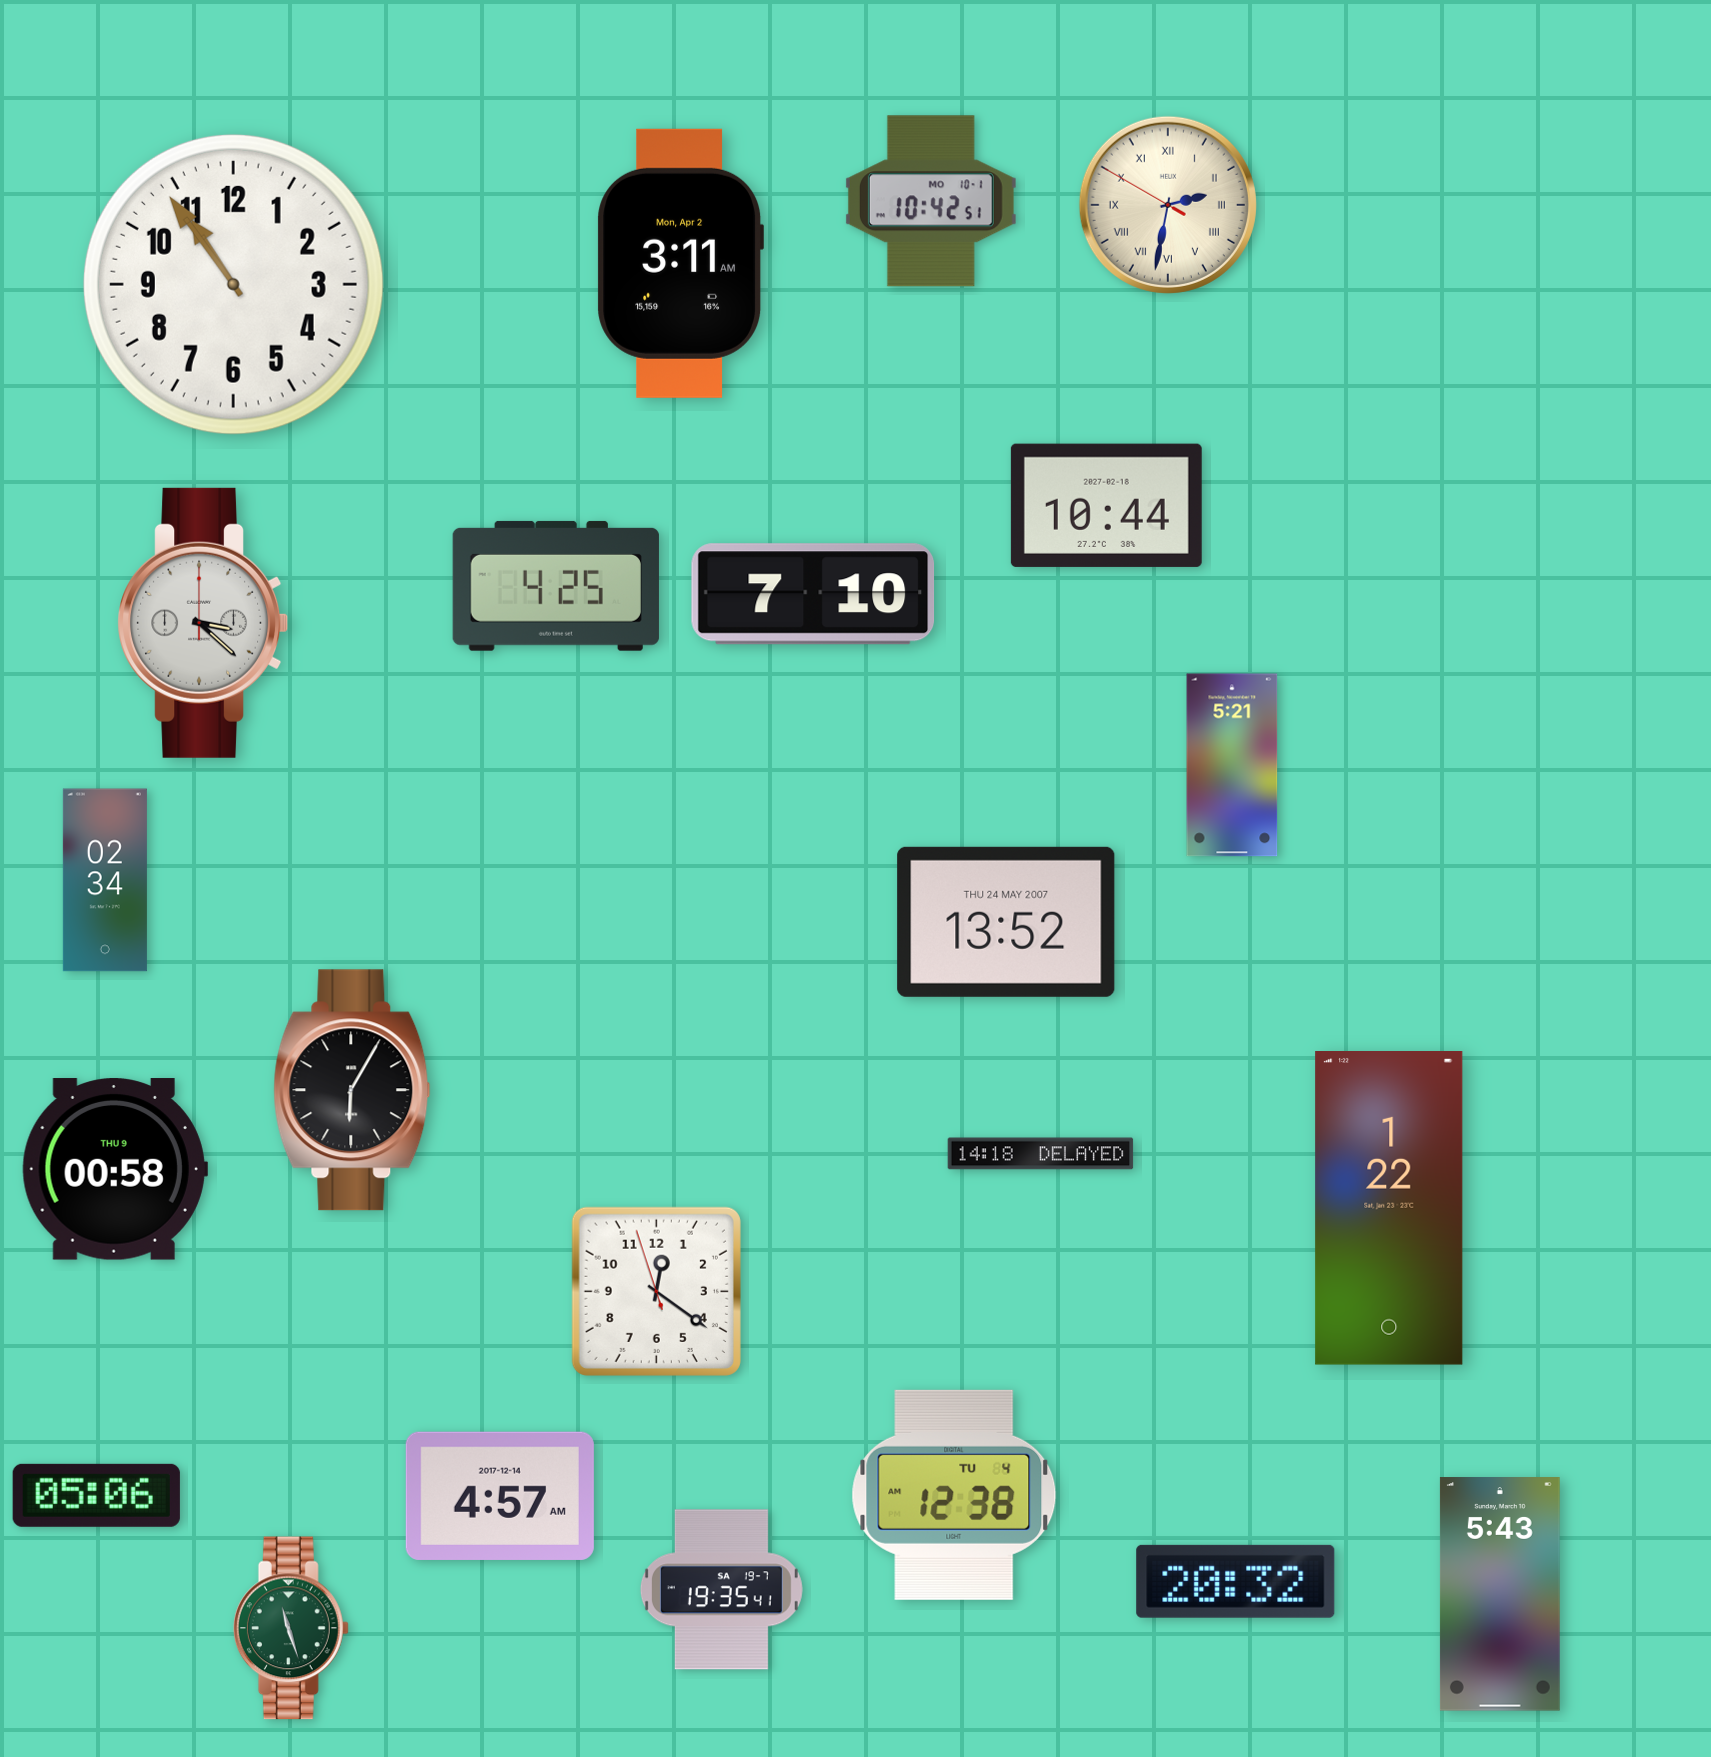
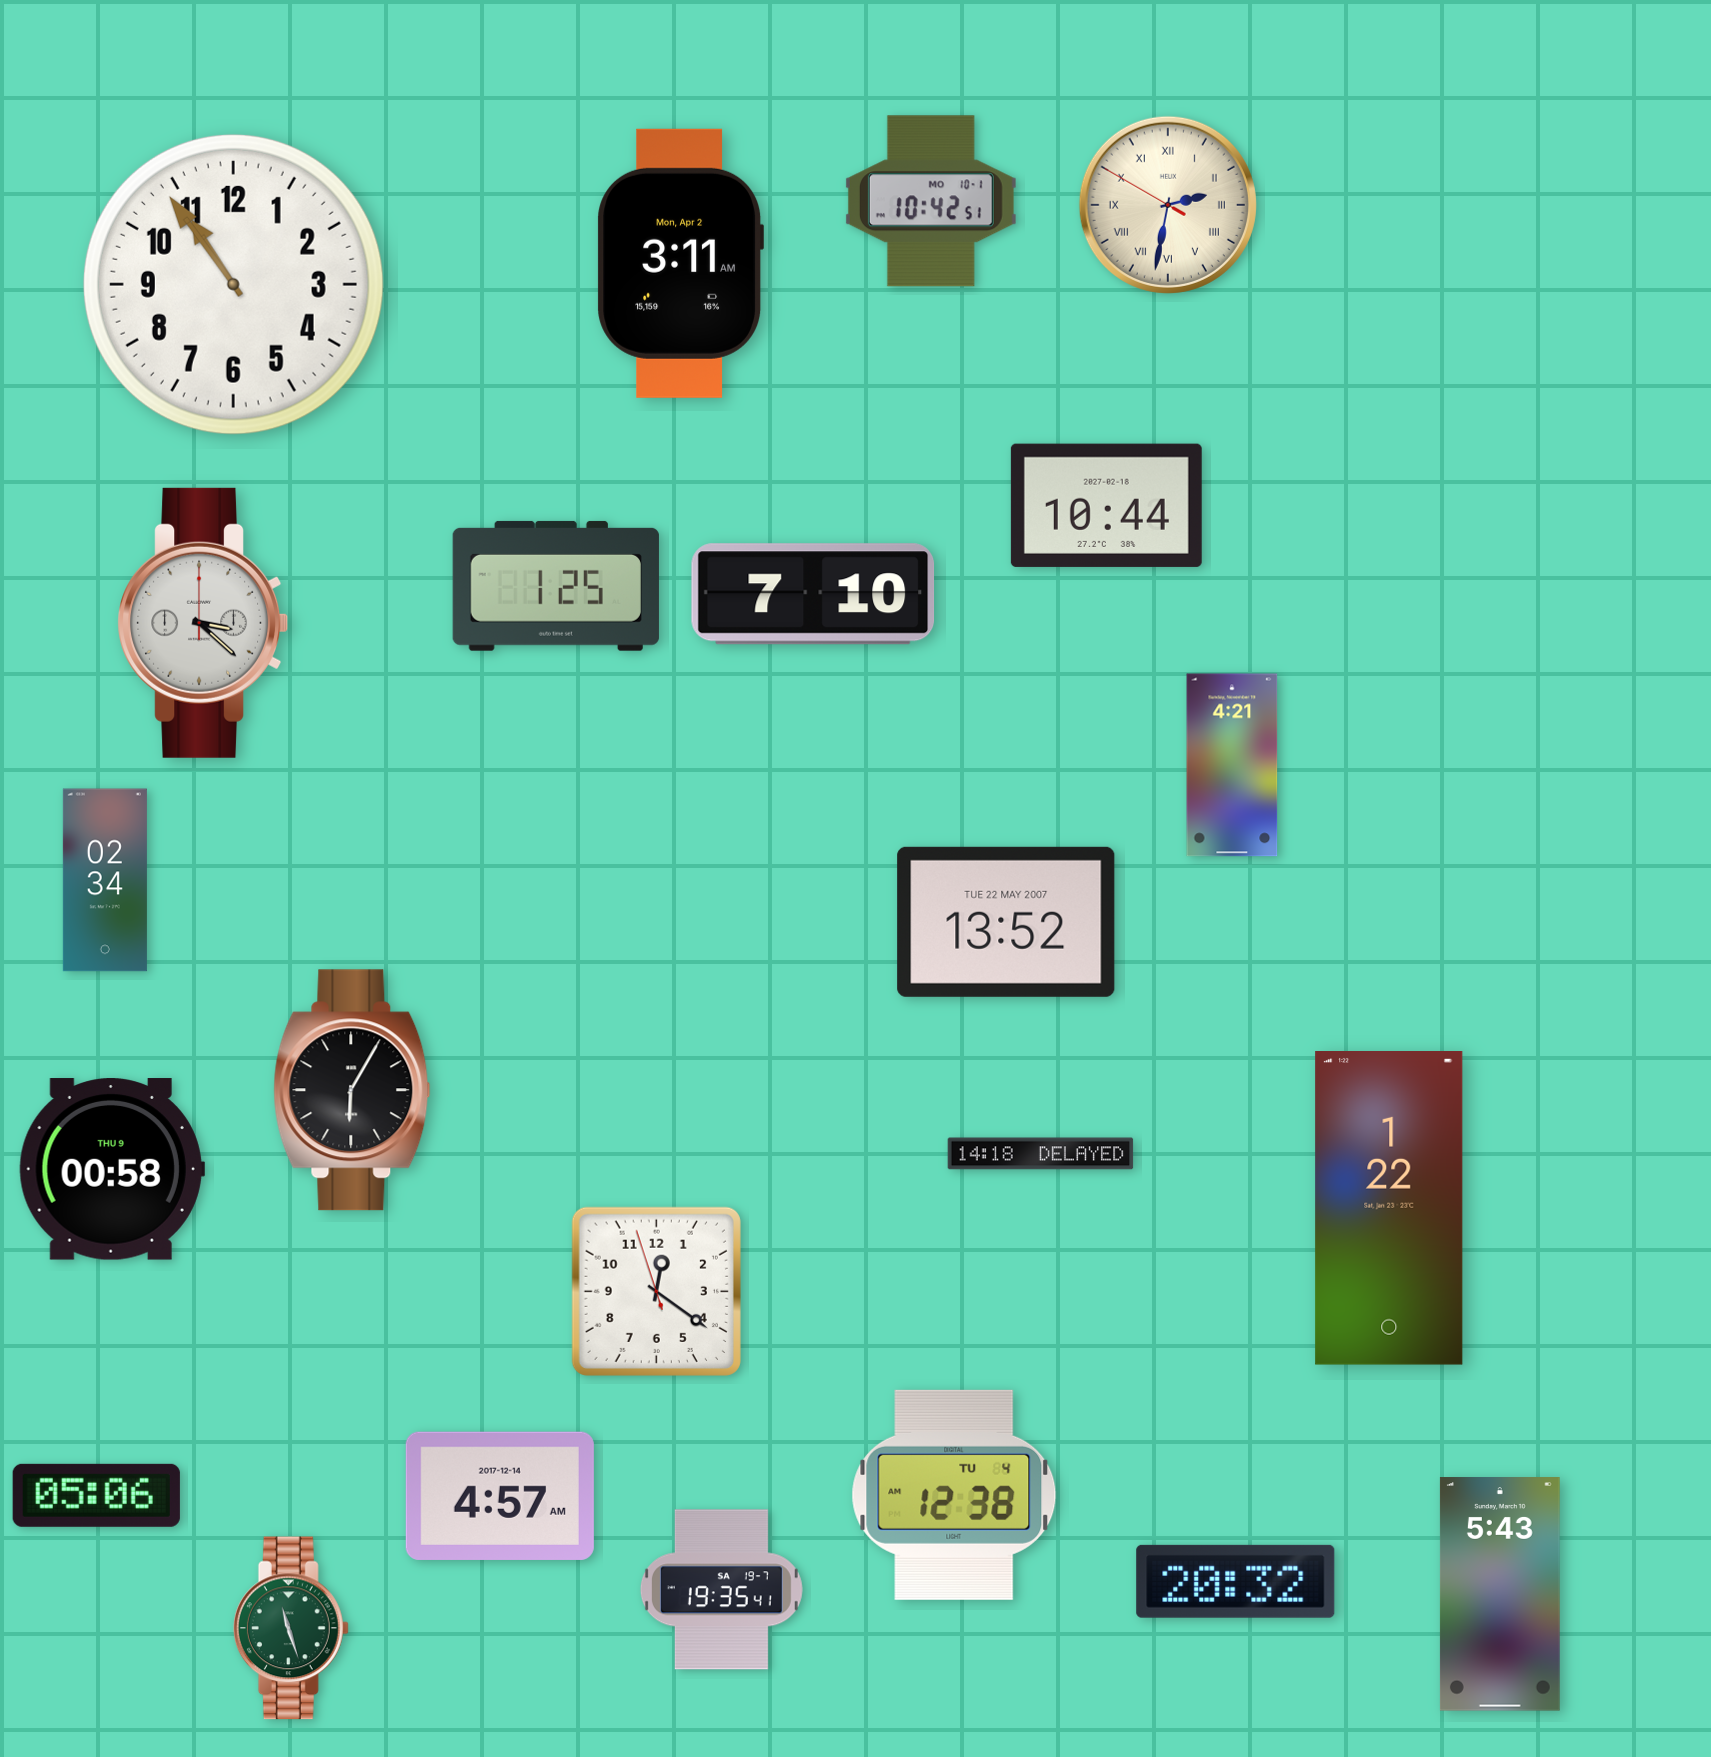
clock at (556, 586): 4:25 -> 1:25
clock at (1232, 765): 5:21 -> 4:21
clock at (1006, 922) date: THU 24 MAY 2007 -> TUE 22 MAY 2007
clock at (115, 1169) position: (115, 1169) -> (112, 1169)
